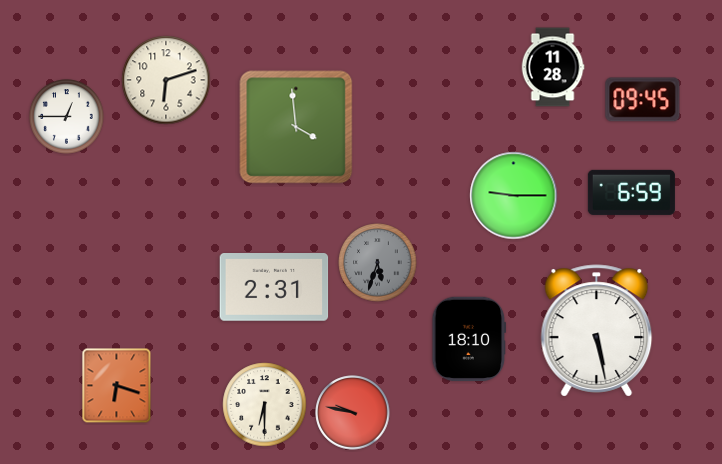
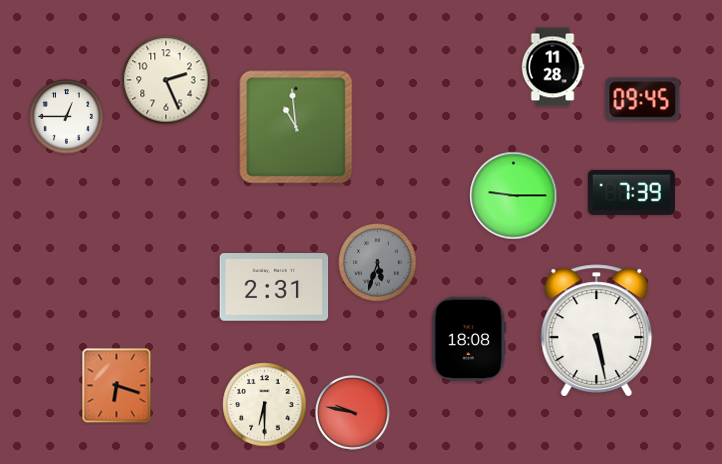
clock at (166, 80): 6:12 -> 2:26
clock at (296, 127): 3:59 -> 10:59
clock at (631, 192): 6:59 -> 7:39
clock at (469, 339): 18:10 -> 18:08
